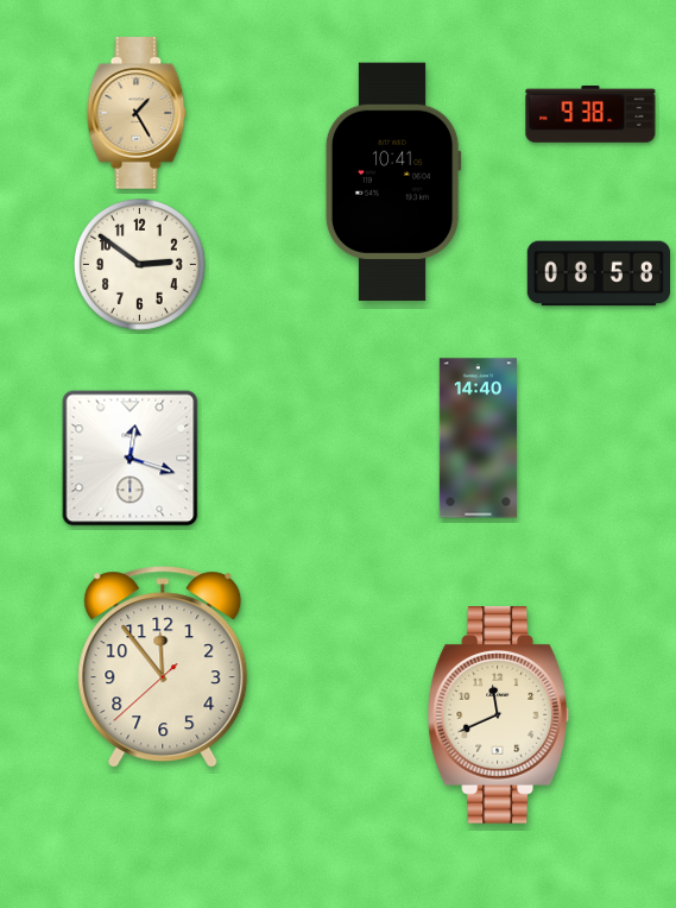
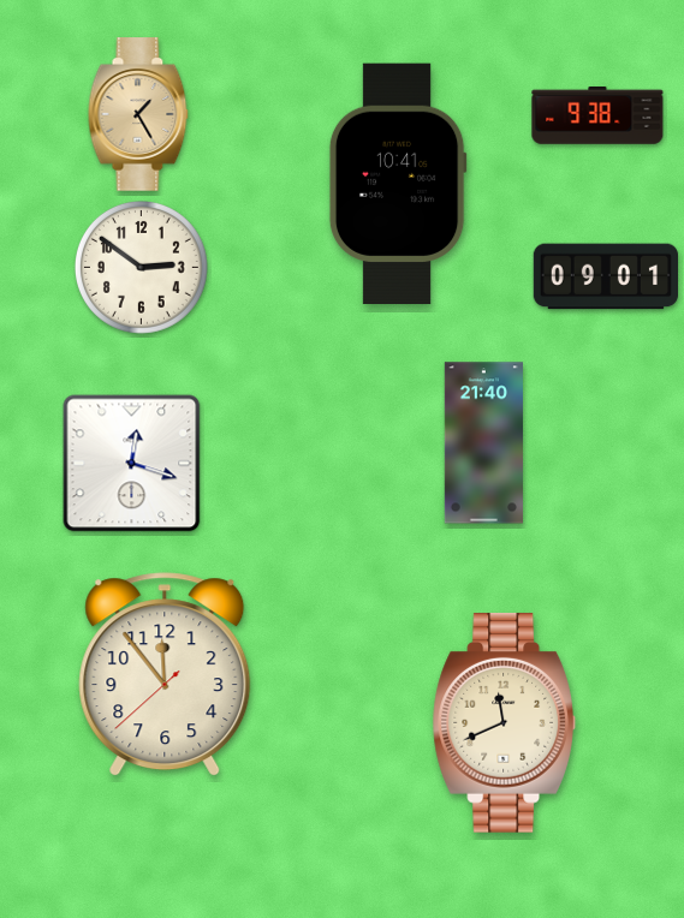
clock at (598, 273): 08:58 -> 09:01
clock at (478, 439): 14:40 -> 21:40
